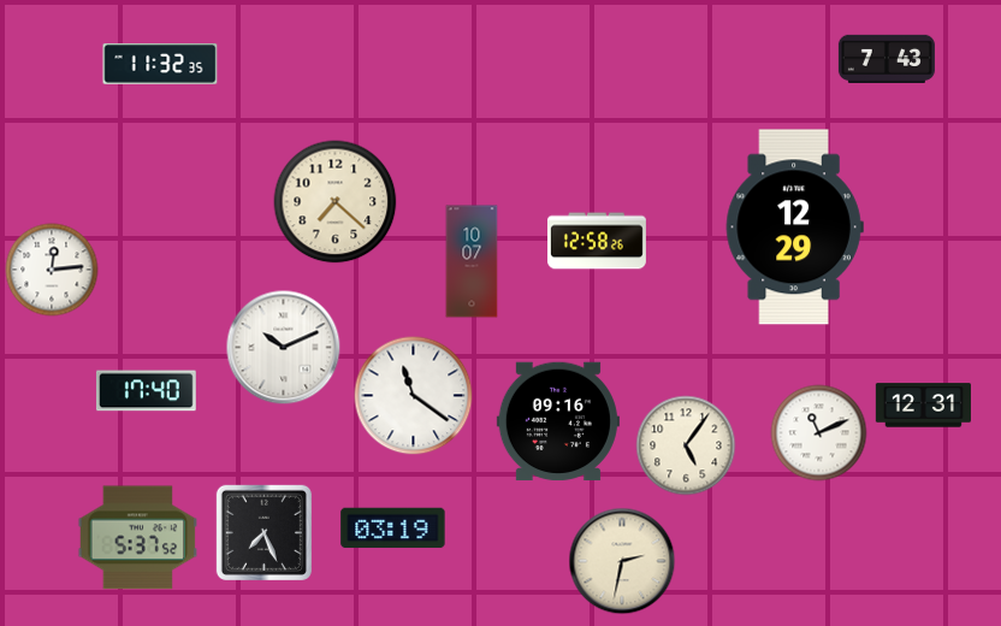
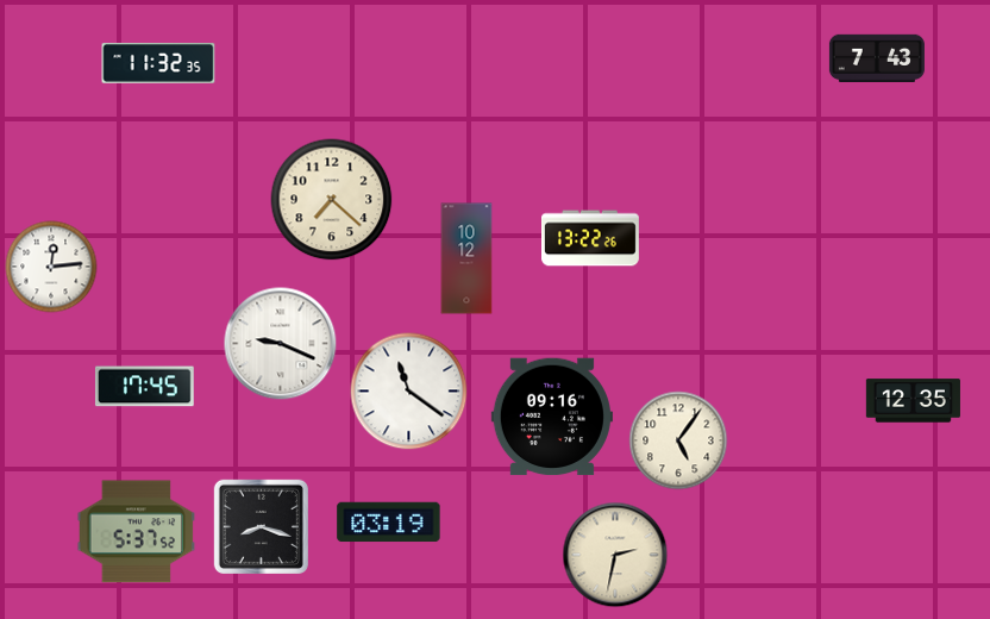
clock at (794, 228): 12:29 -> none
clock at (598, 241): 12:58 -> 13:22
clock at (472, 261): 10:07 -> 10:12
clock at (284, 348): 10:11 -> 9:19
clock at (146, 391): 17:40 -> 17:45
clock at (923, 406): 12:31 -> 12:35
clock at (819, 433): 11:11 -> none
clock at (263, 532): 7:26 -> 8:18
